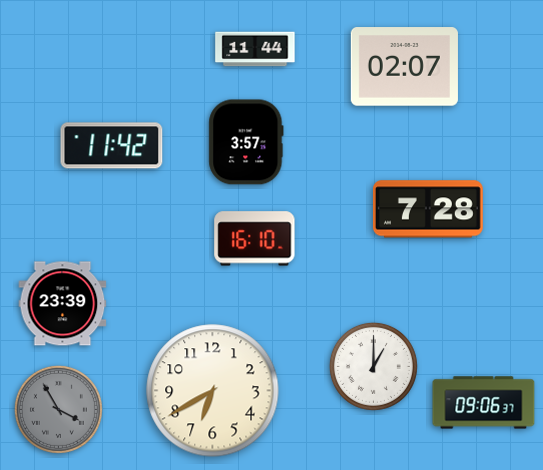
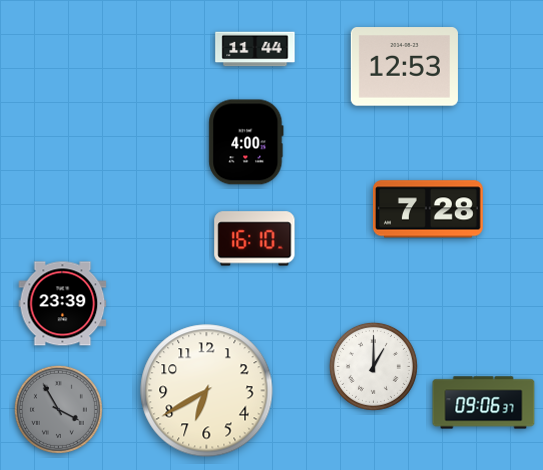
clock at (404, 67): 02:07 -> 12:53
clock at (246, 142): 3:57 -> 4:00
clock at (112, 146): 11:42 -> none
clock at (213, 391) position: (213, 391) -> (207, 391)
